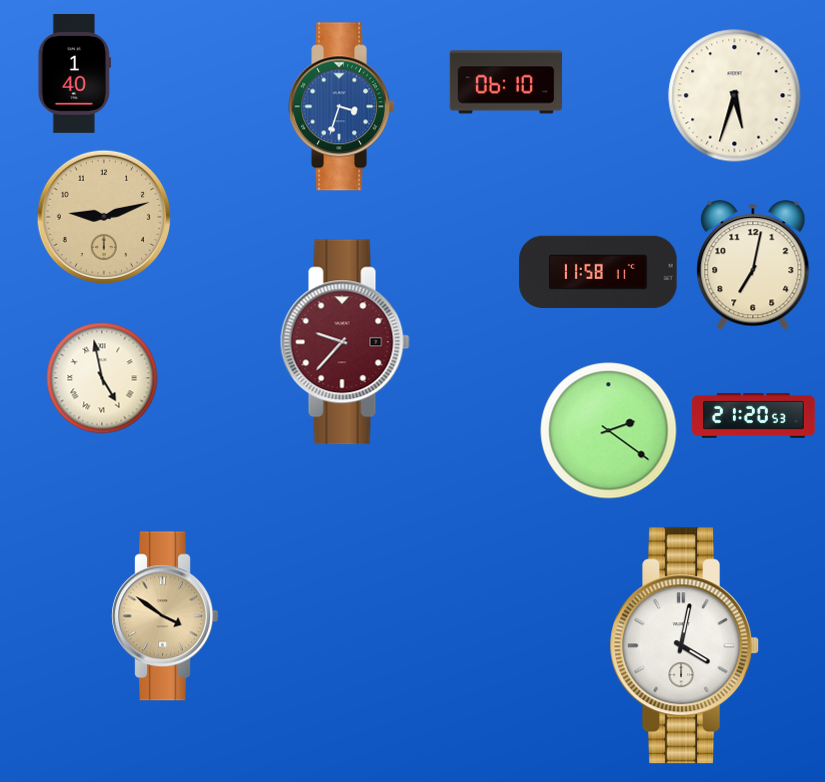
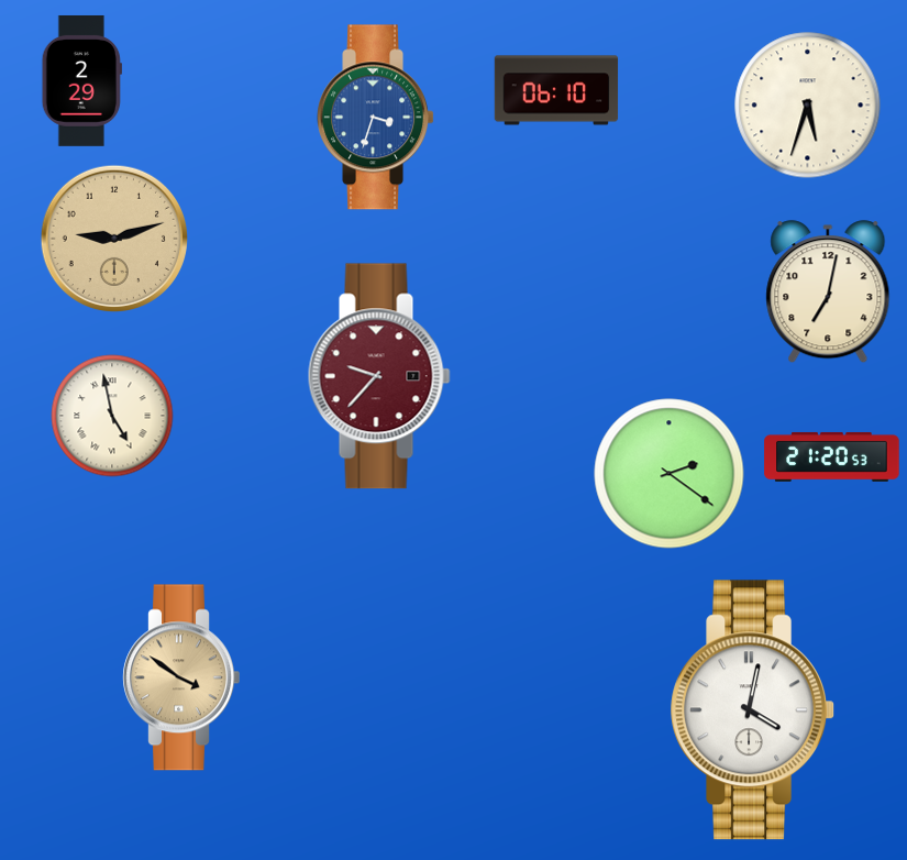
clock at (74, 73): 1:40 -> 2:29
clock at (598, 271): 11:58 -> none
clock at (754, 416) position: (754, 416) -> (832, 457)
